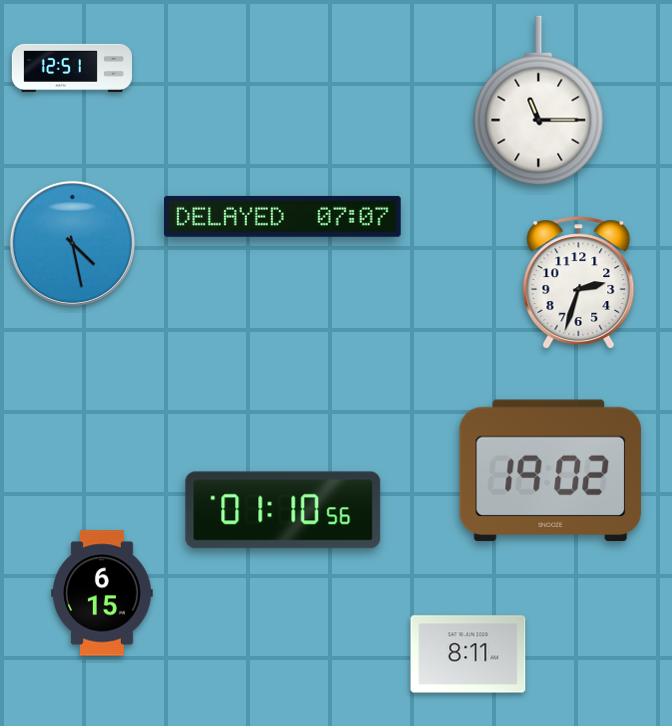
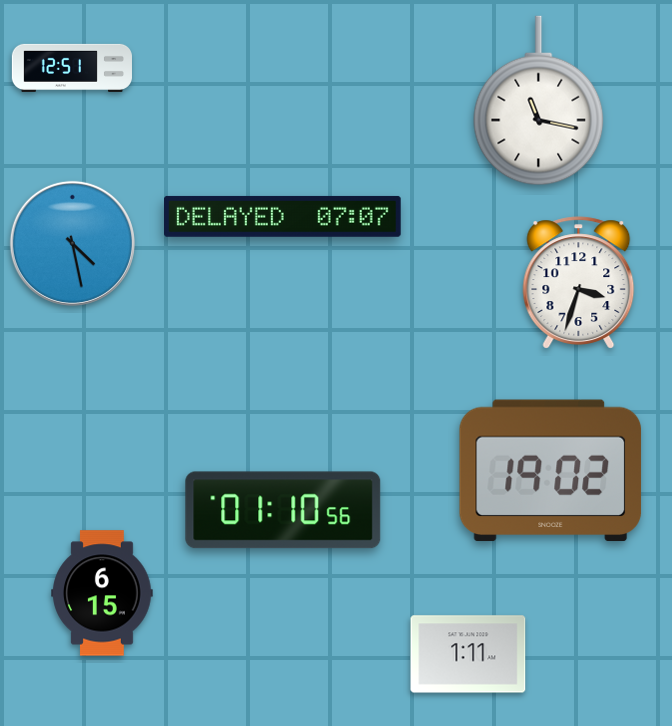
clock at (539, 101): 11:15 -> 11:17
clock at (579, 283): 2:33 -> 3:33
clock at (468, 654): 8:11 -> 1:11
